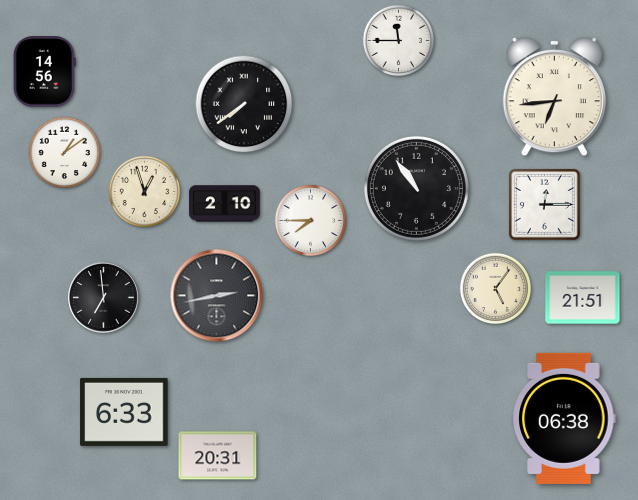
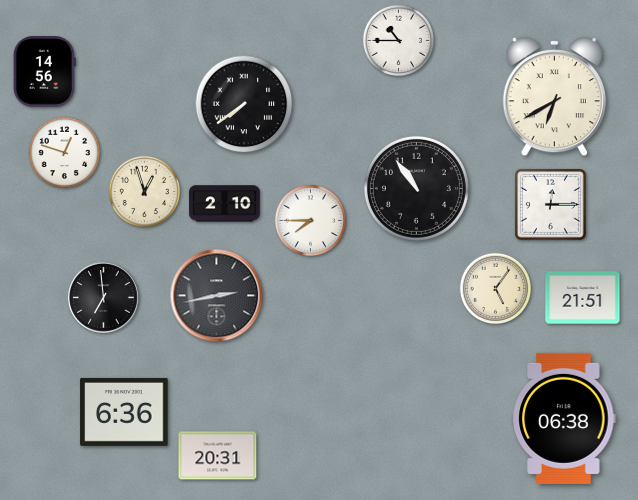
clock at (399, 41): 11:45 -> 10:45
clock at (554, 97): 6:44 -> 6:40
clock at (65, 153): 1:09 -> 12:48
clock at (544, 204) position: (544, 204) -> (550, 204)
clock at (124, 412): 6:33 -> 6:36
